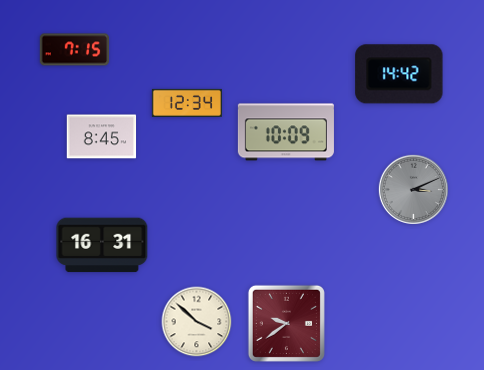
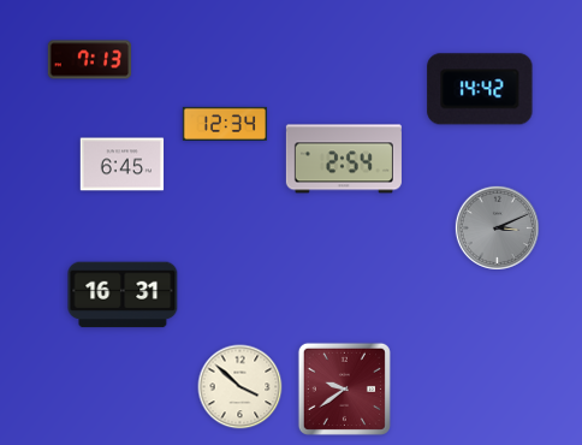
clock at (75, 50): 7:15 -> 7:13
clock at (286, 132): 10:09 -> 2:54
clock at (102, 137): 8:45 -> 6:45
clock at (197, 322) position: (197, 322) -> (240, 387)
